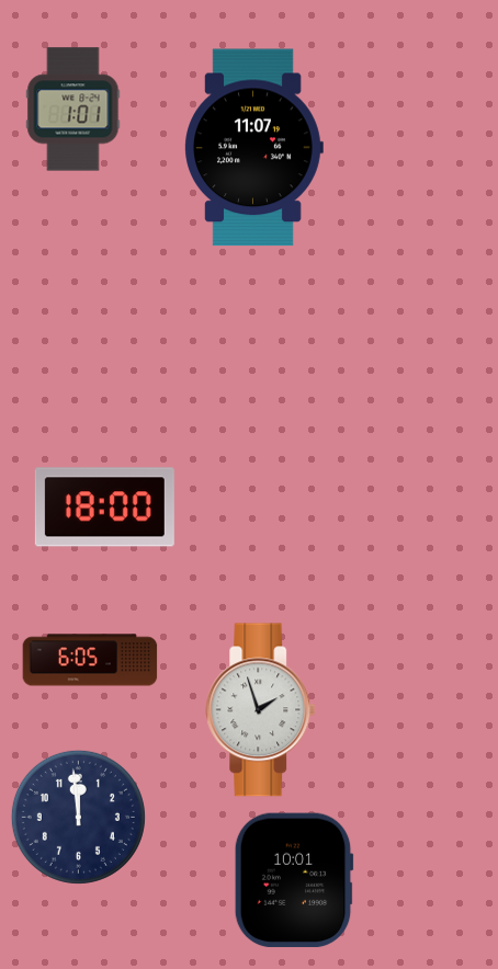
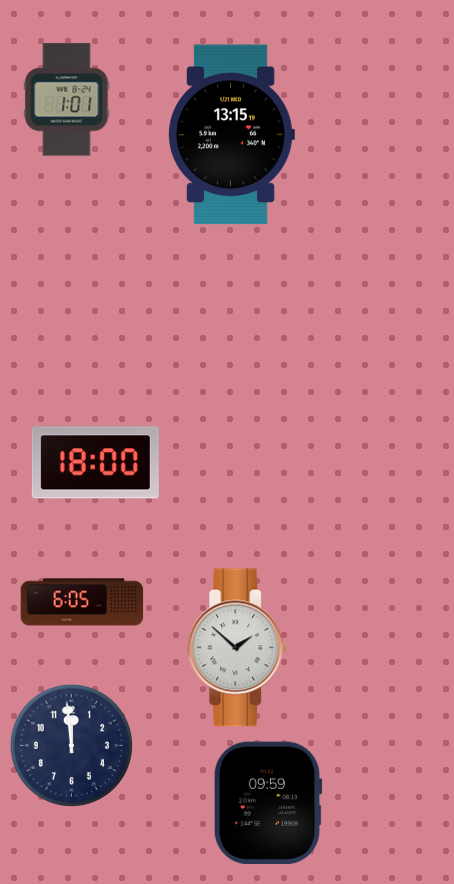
clock at (253, 148): 11:07 -> 13:15
clock at (261, 710): 1:57 -> 1:52
clock at (294, 880): 10:01 -> 09:59
